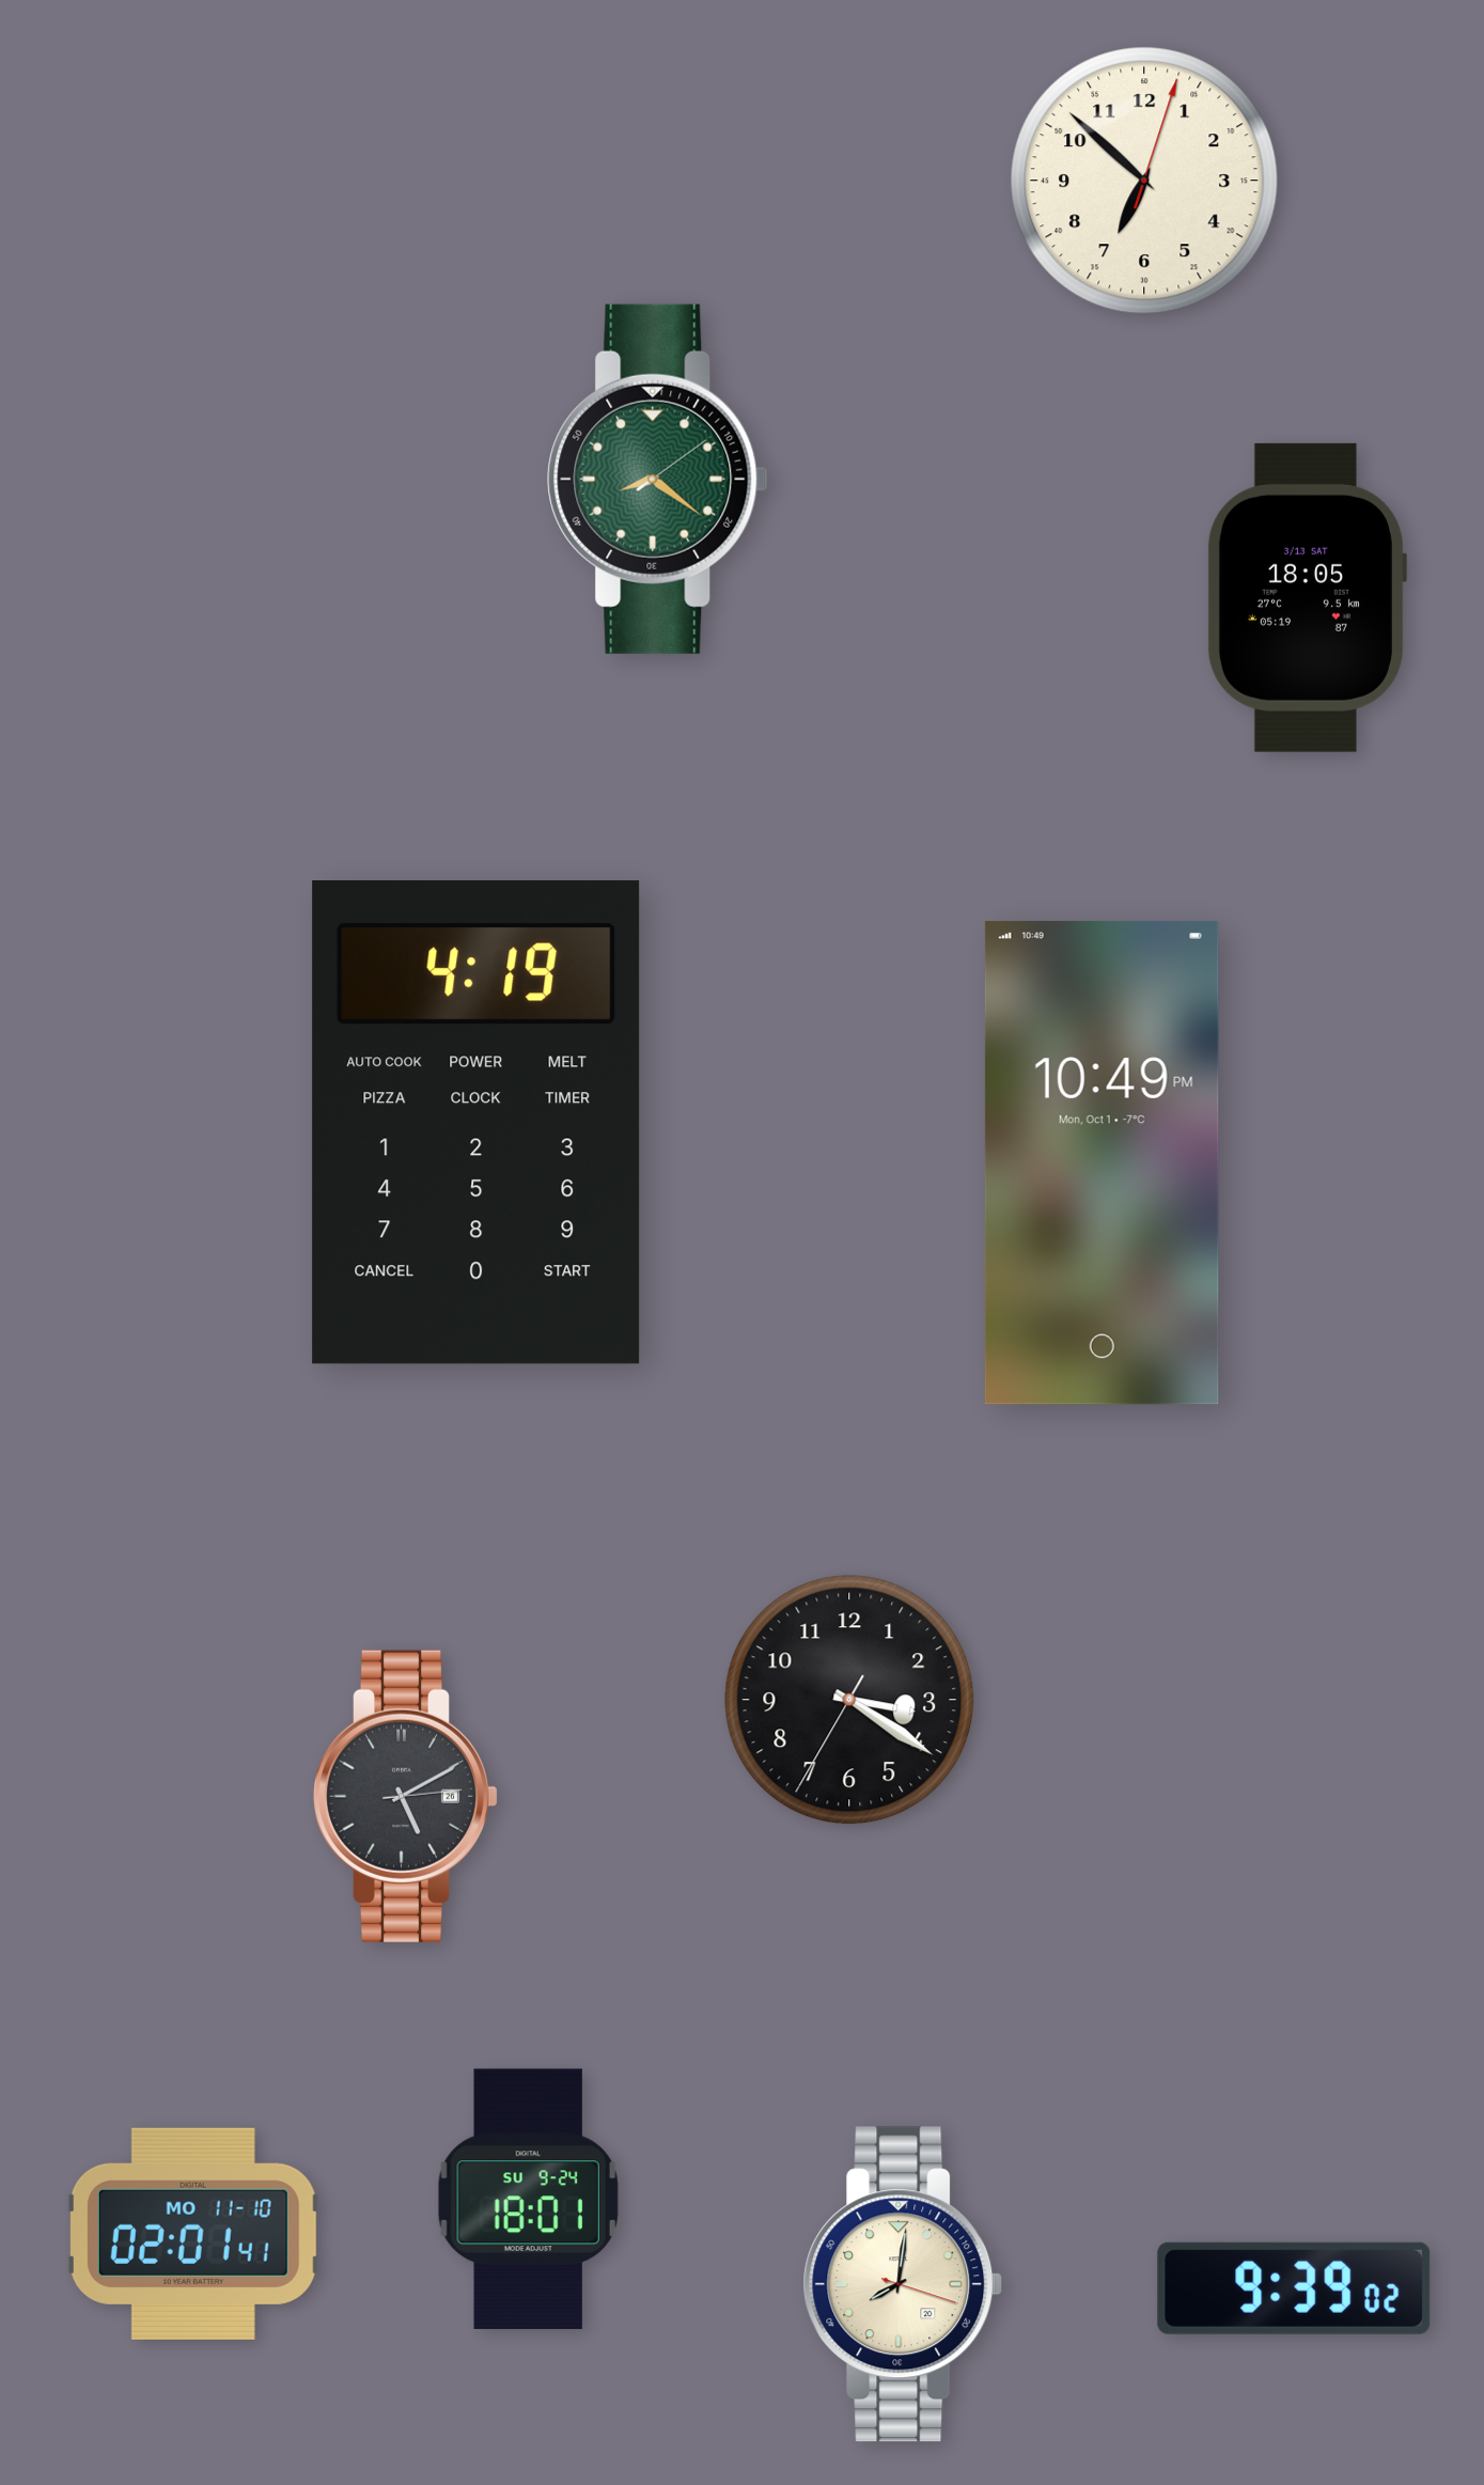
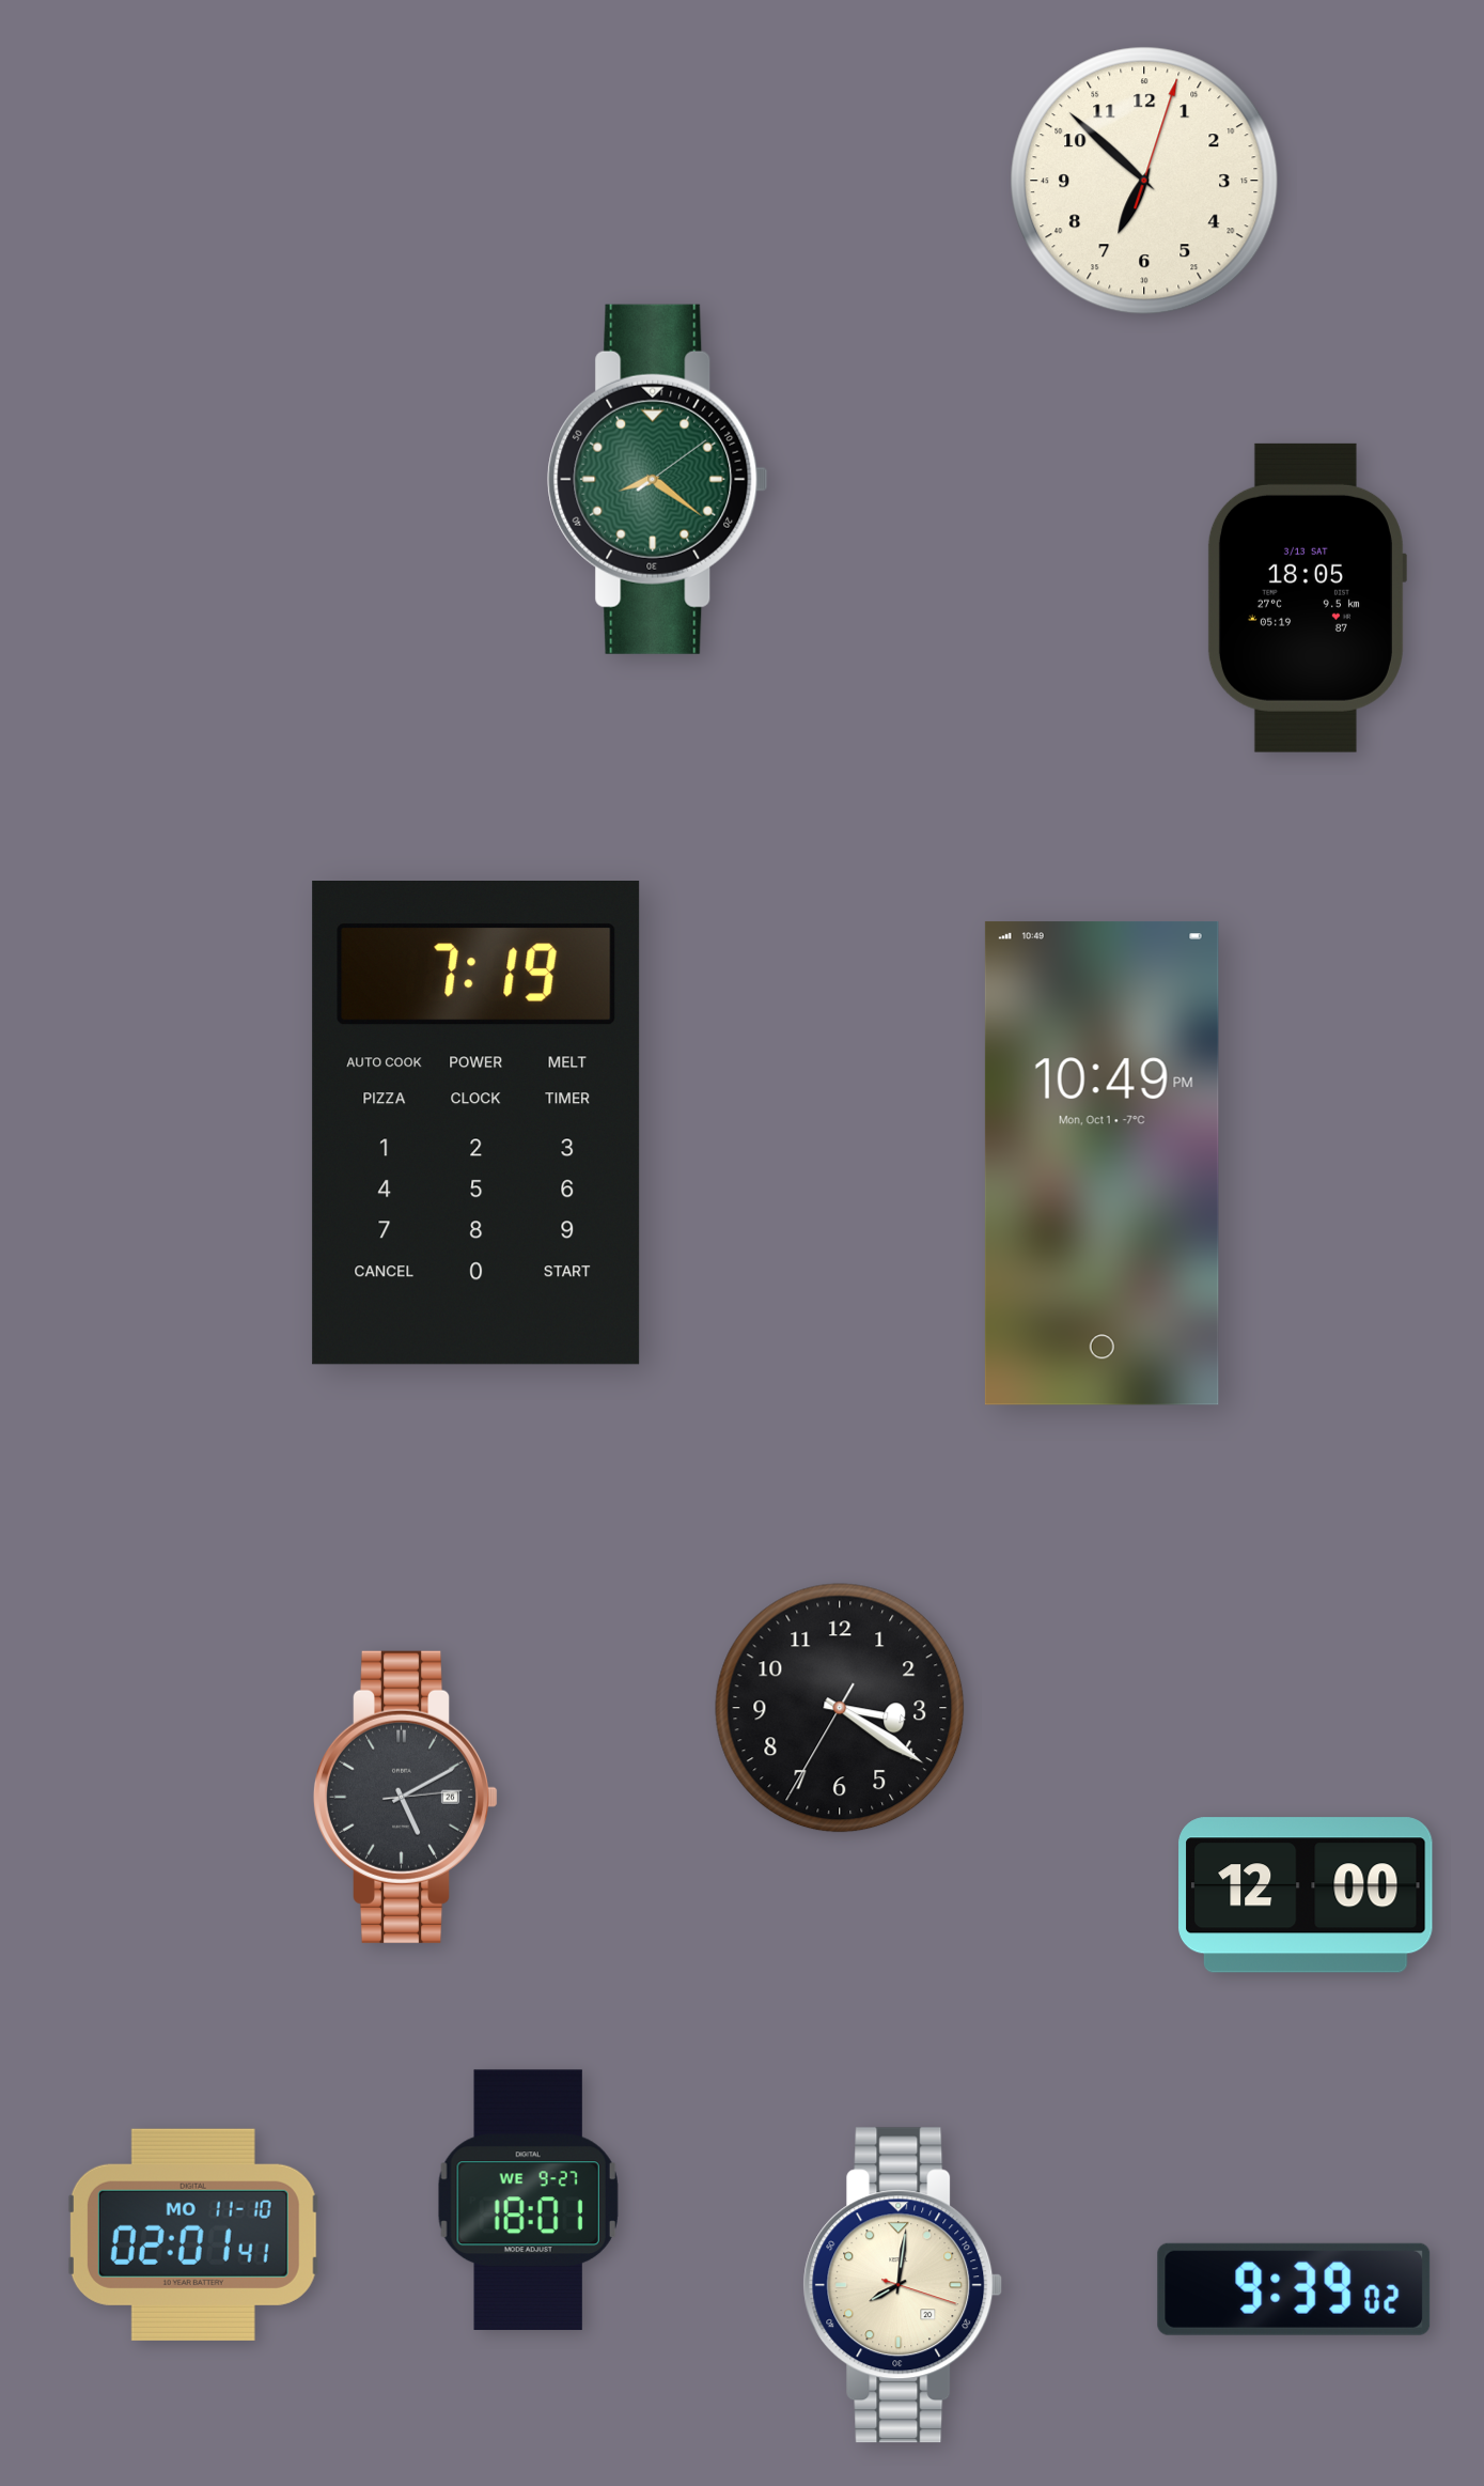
clock at (477, 1123): 4:19 -> 7:19
clock at (849, 1700) position: (849, 1700) -> (840, 1708)
clock at (1306, 1895): none -> 12:00
clock at (528, 2199) date: SU 9-24 -> WE 9-27
